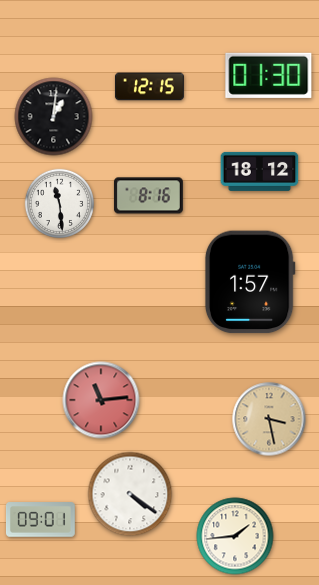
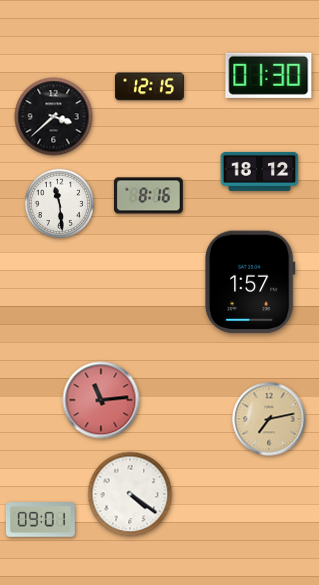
clock at (54, 117): 1:01 -> 3:38
clock at (269, 419): 3:28 -> 7:13
clock at (235, 536): 1:44 -> none
